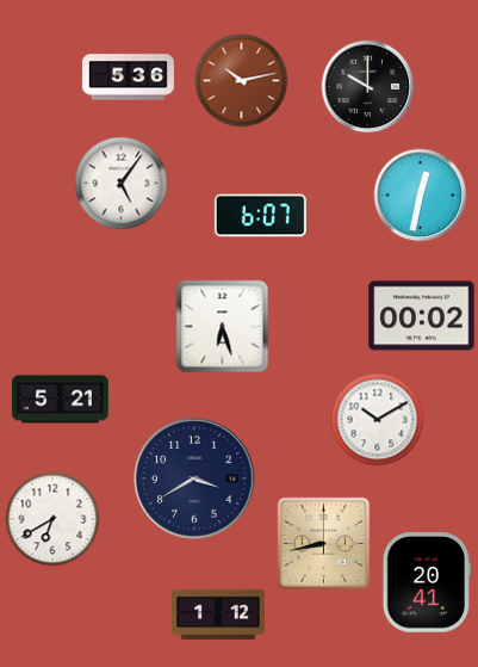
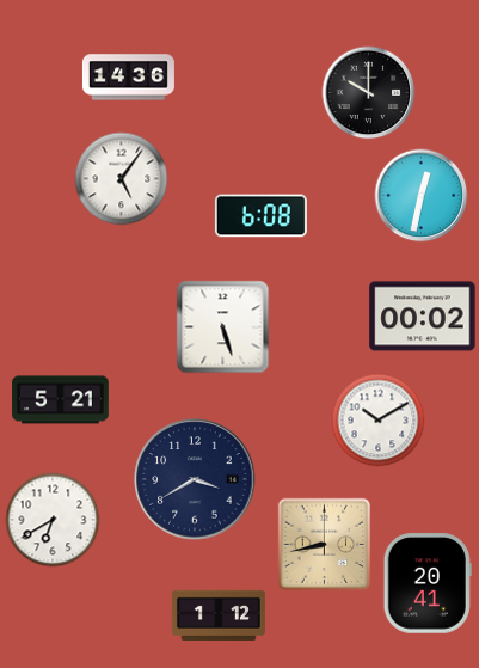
clock at (128, 78): 5:36 -> 14:36
clock at (241, 80): 10:13 -> none
clock at (367, 86) position: (367, 86) -> (368, 92)
clock at (120, 183) position: (120, 183) -> (121, 178)
clock at (260, 216): 6:07 -> 6:08
clock at (222, 326): 6:27 -> 5:27
